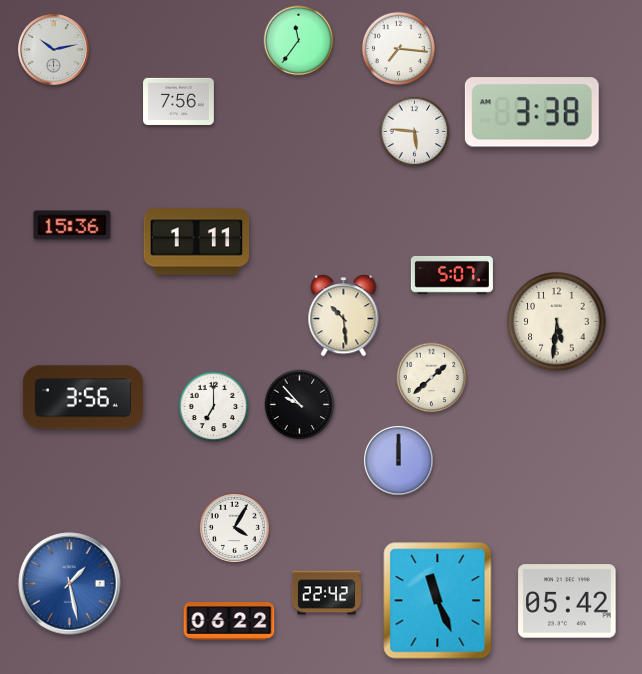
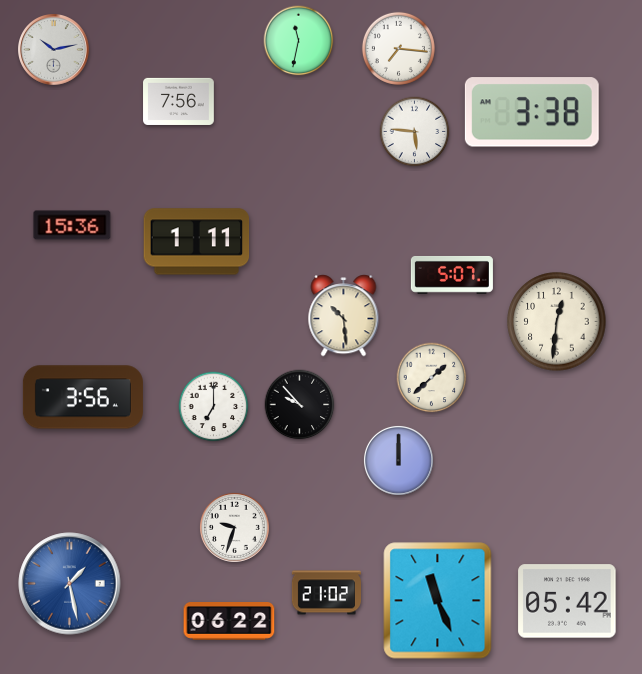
clock at (299, 41): 11:36 -> 11:32
clock at (557, 322): 5:31 -> 12:31
clock at (234, 527): 4:05 -> 9:33
clock at (326, 593): 22:42 -> 21:02
